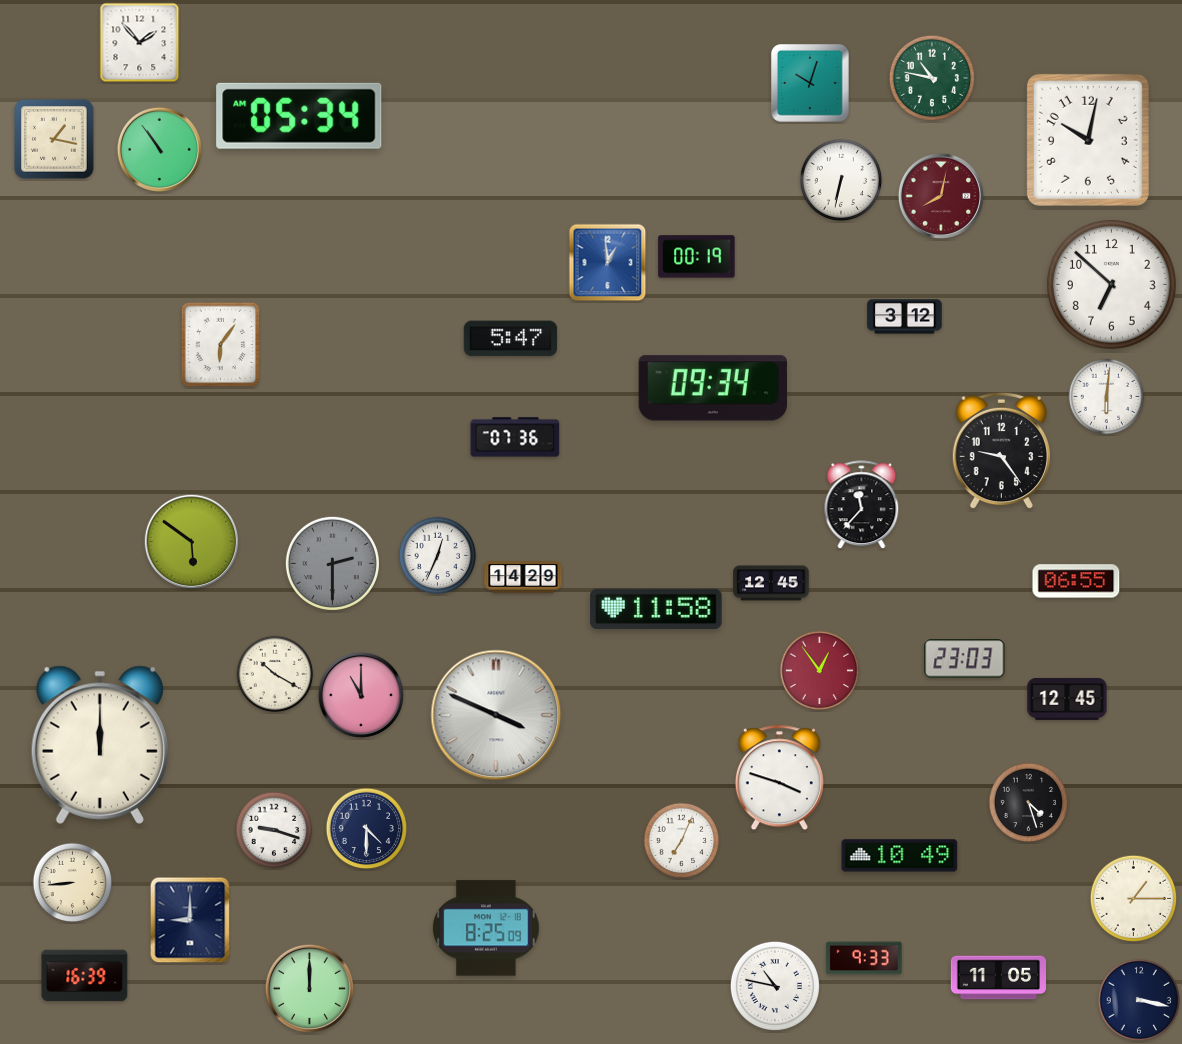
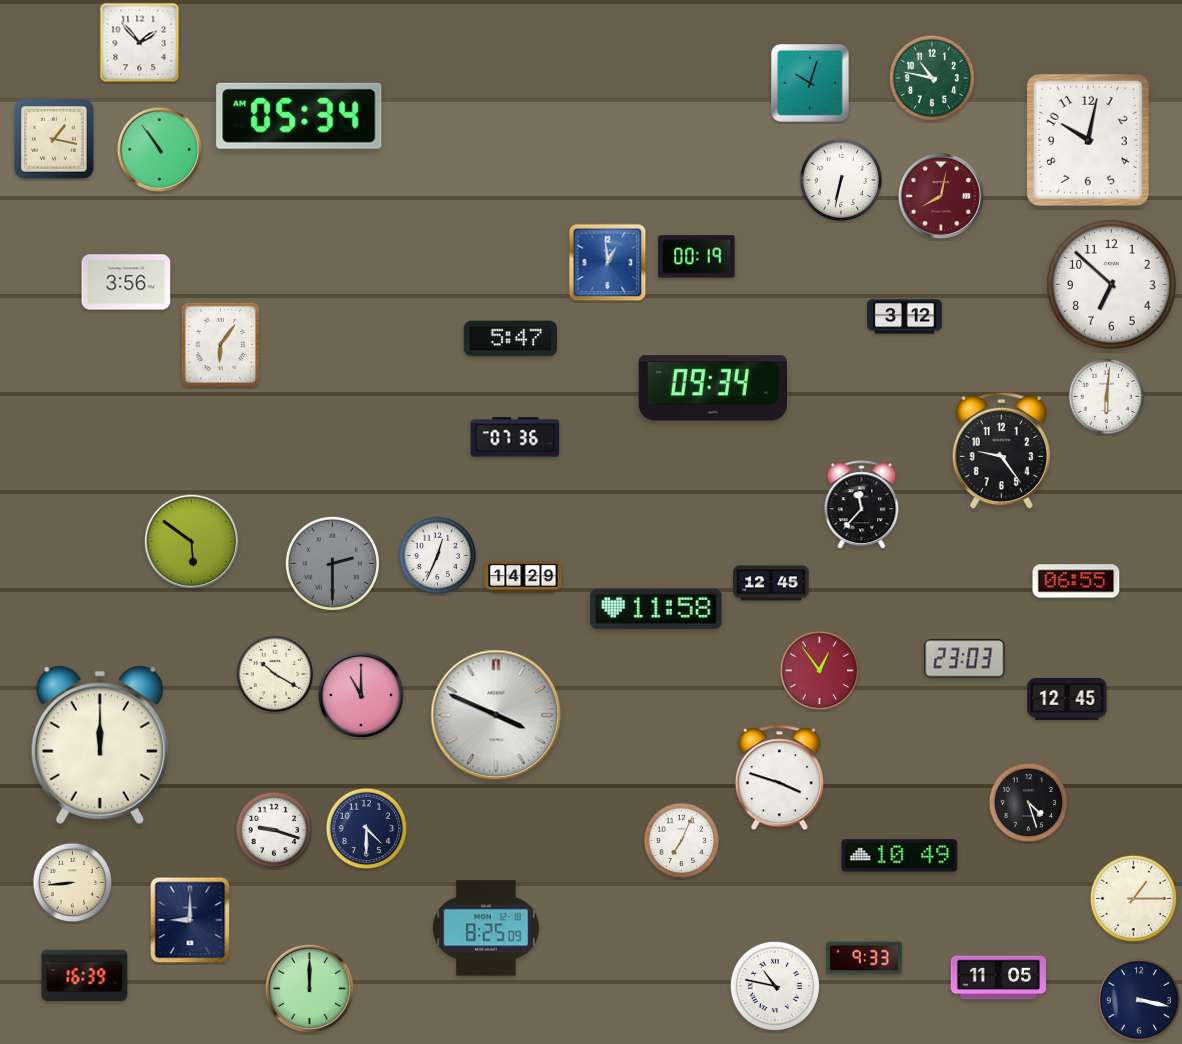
clock at (126, 282): none -> 3:56
